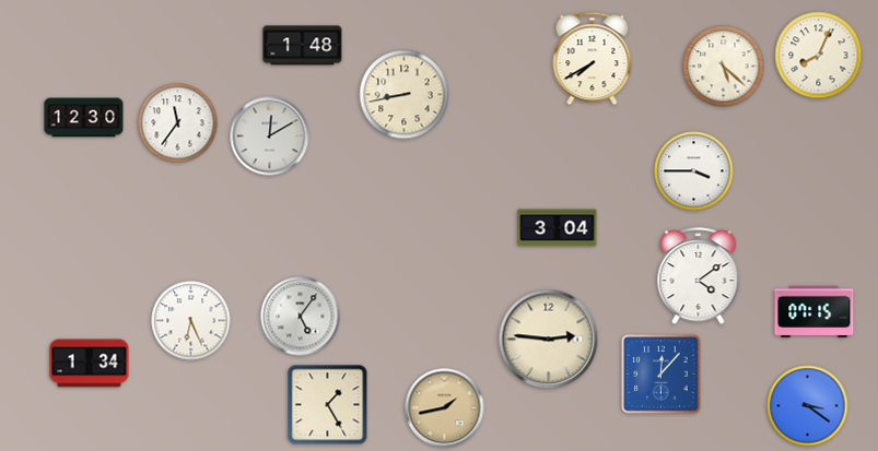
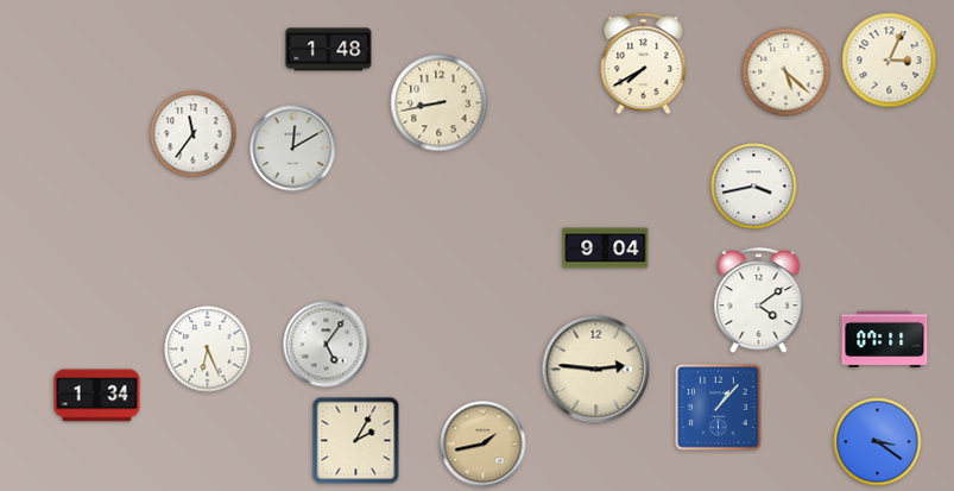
clock at (819, 56): 8:04 -> 3:04
clock at (84, 118): 12:30 -> none
clock at (694, 171): 3:45 -> 3:43
clock at (558, 228): 3:04 -> 9:04
clock at (815, 311): 07:15 -> 07:11
clock at (662, 375): 12:07 -> 1:07
clock at (328, 405): 1:25 -> 2:05
